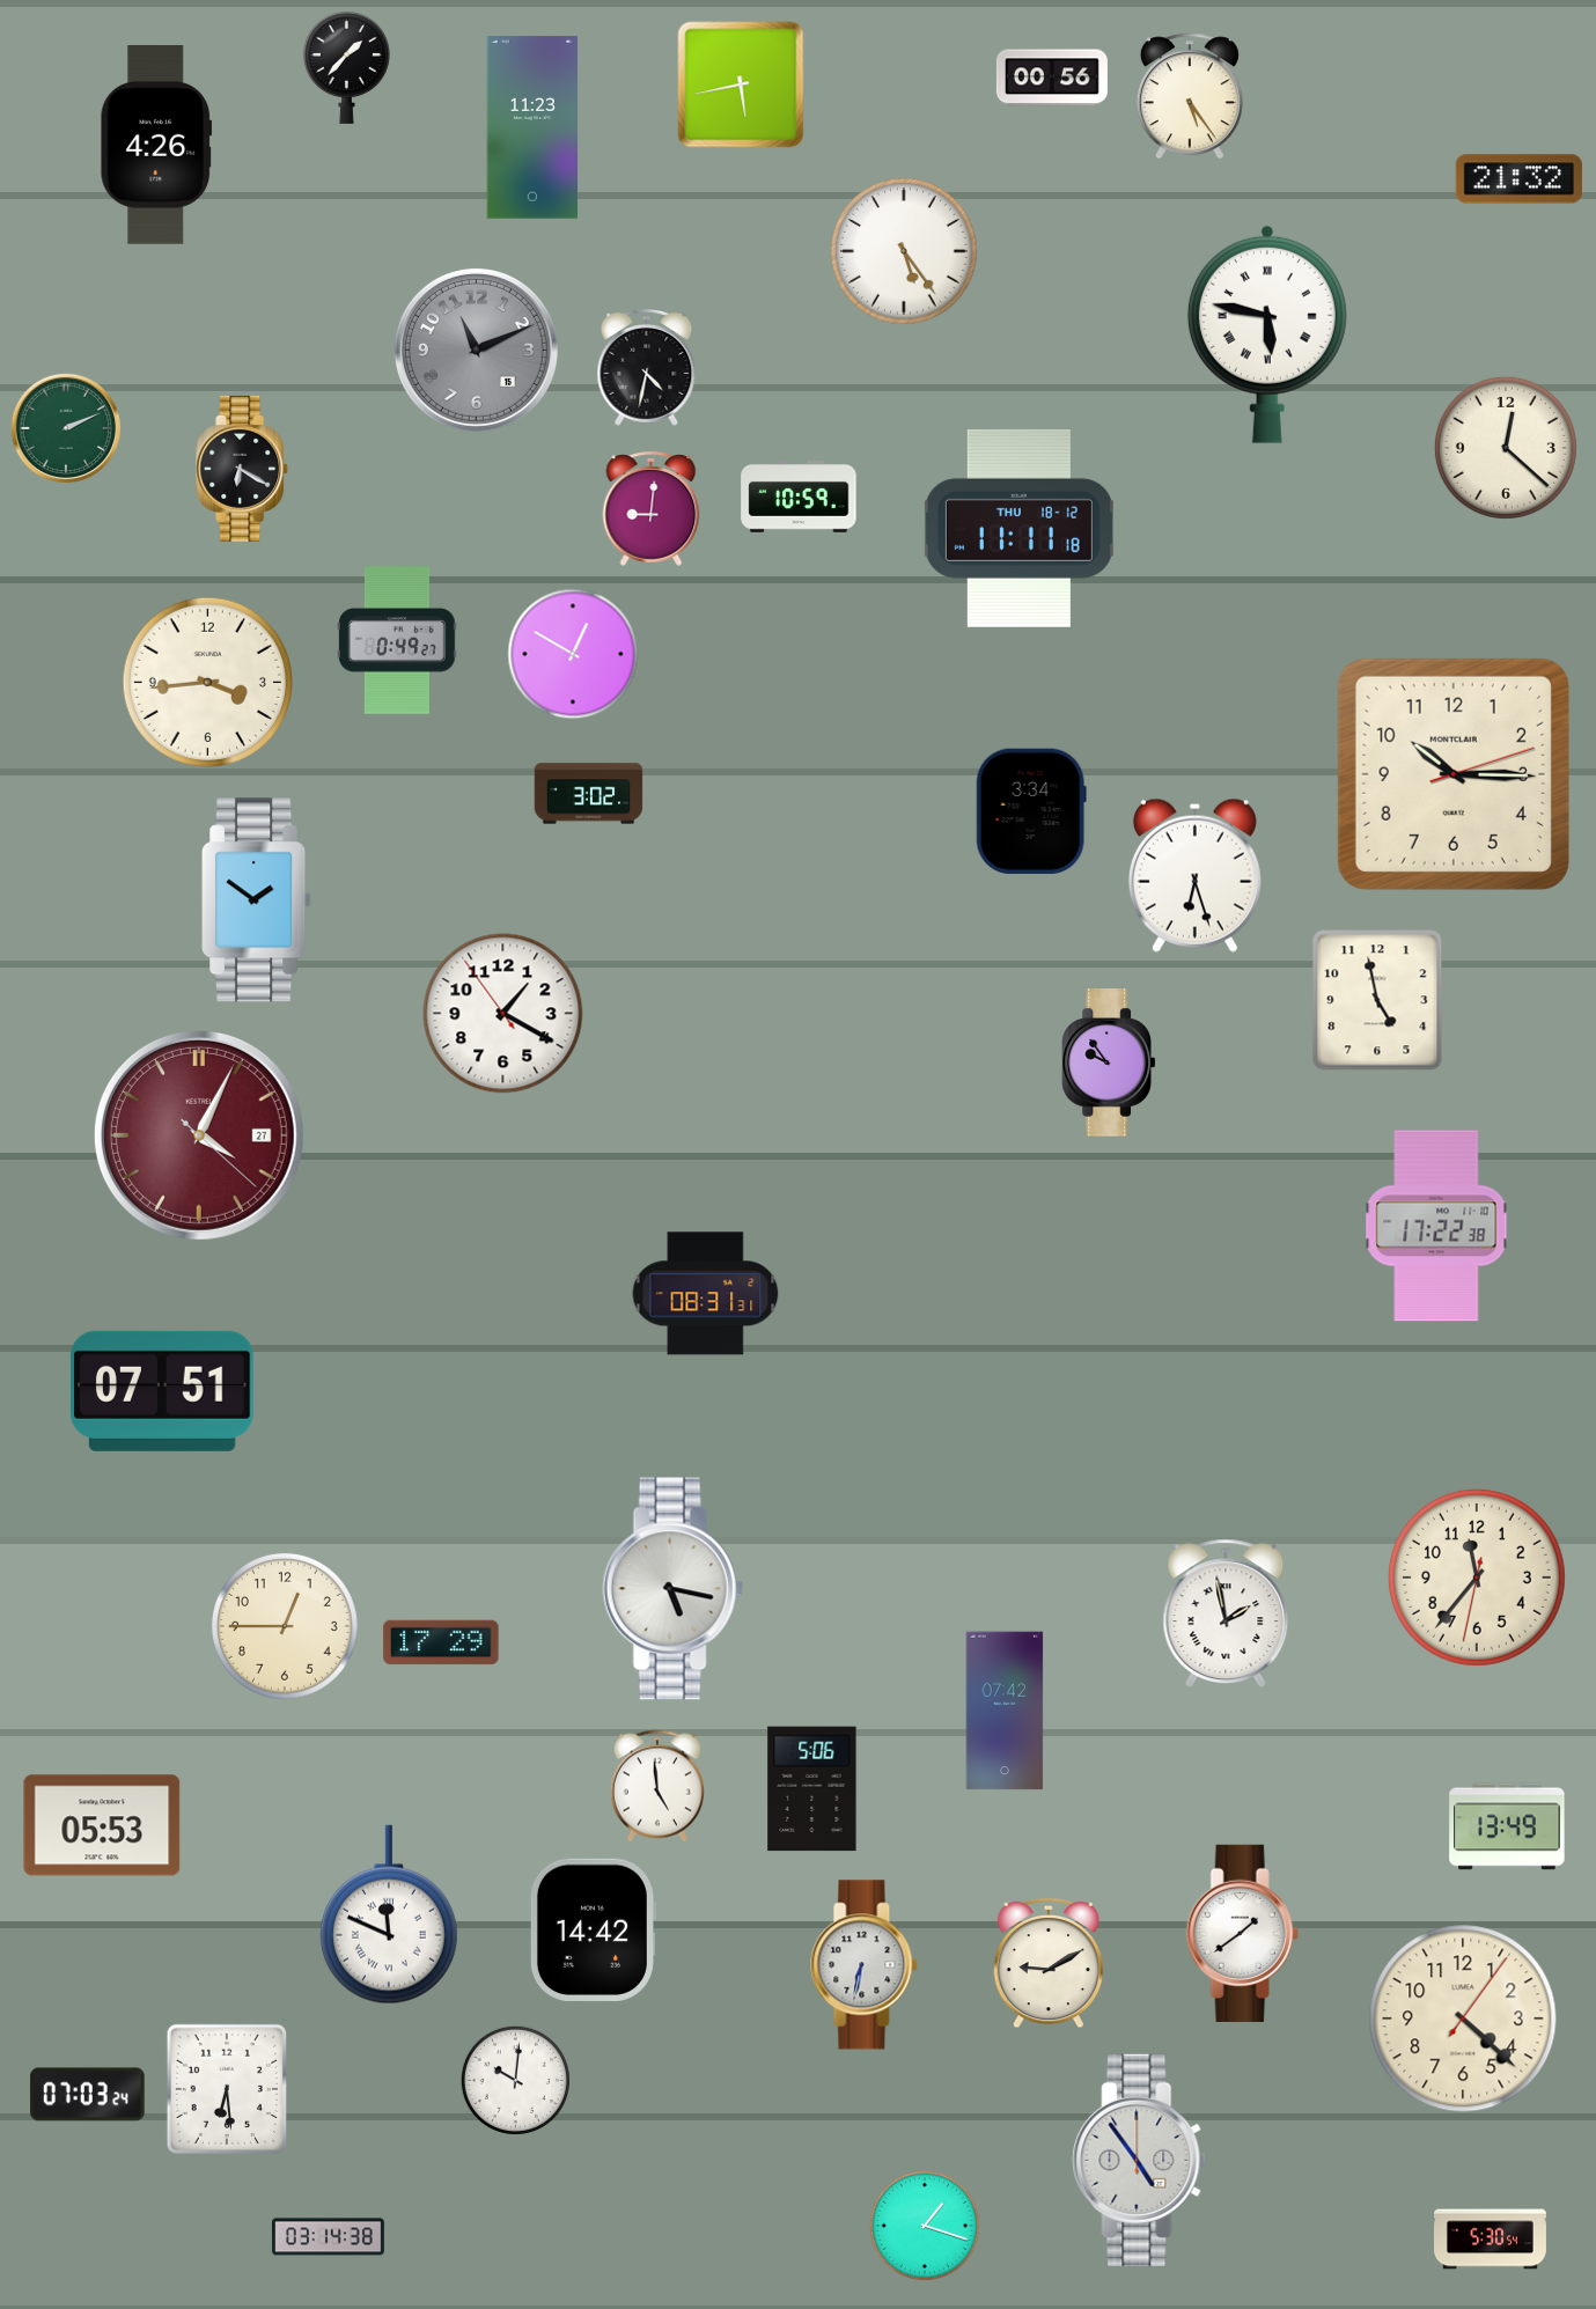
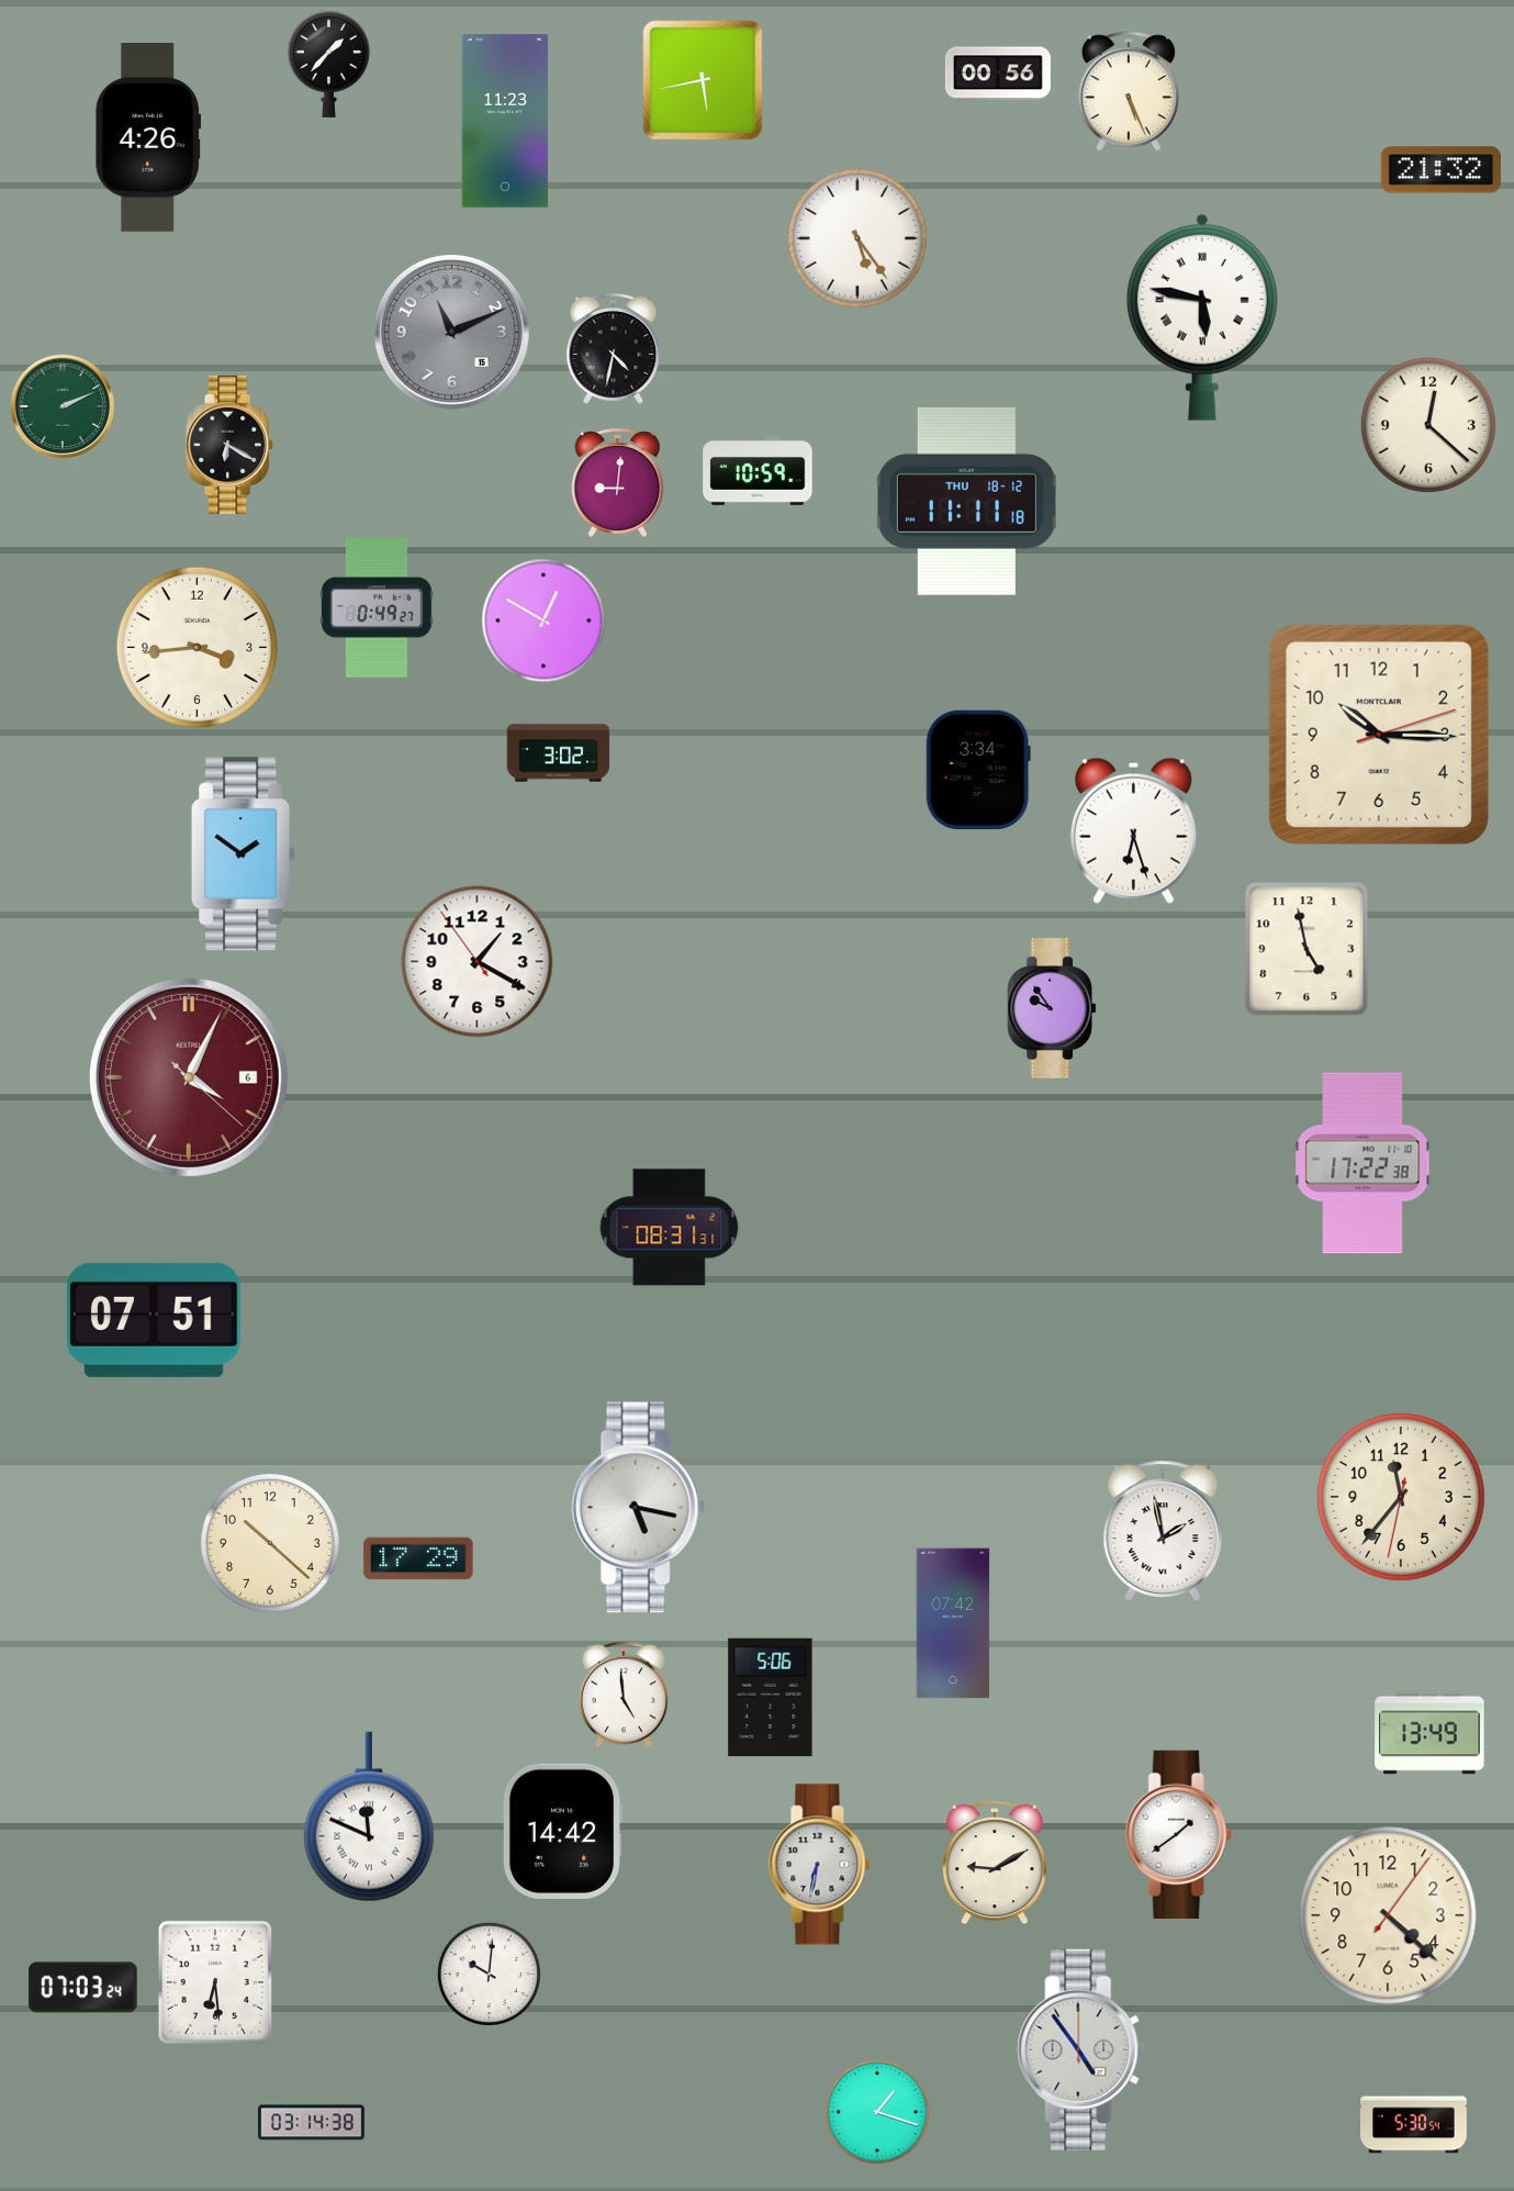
clock at (1190, 96): 5:24 -> 5:26
clock at (199, 1135) date: 27 -> 6
clock at (286, 1627): 12:45 -> 10:22
clock at (102, 1825): 05:53 -> none
